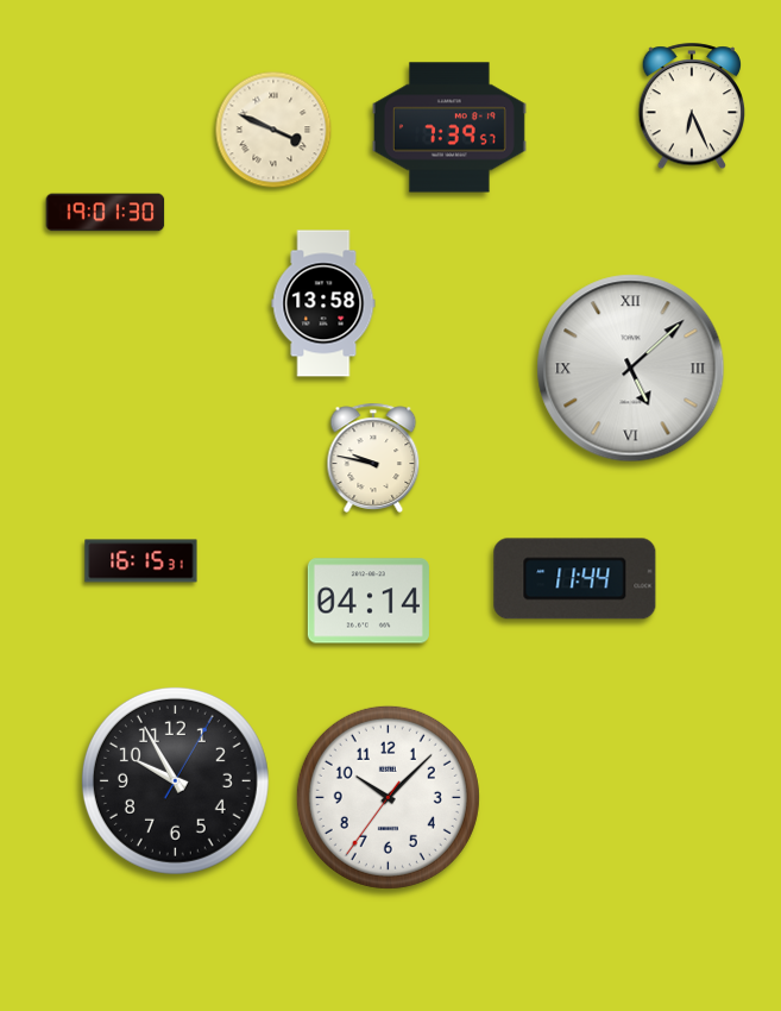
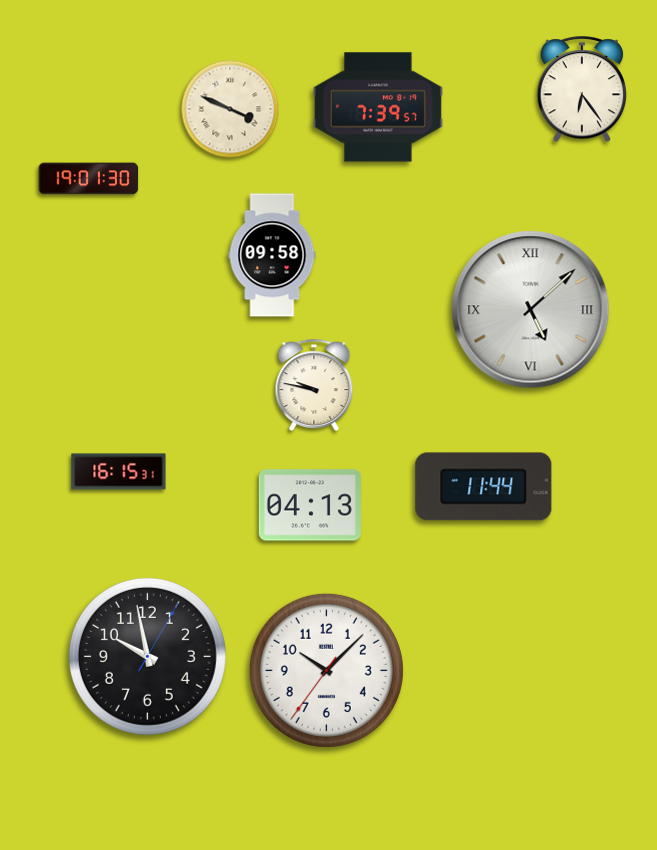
clock at (692, 107): 6:26 -> 6:24
clock at (323, 303): 13:58 -> 09:58
clock at (369, 601): 04:14 -> 04:13
clock at (175, 780): 9:55 -> 9:58
